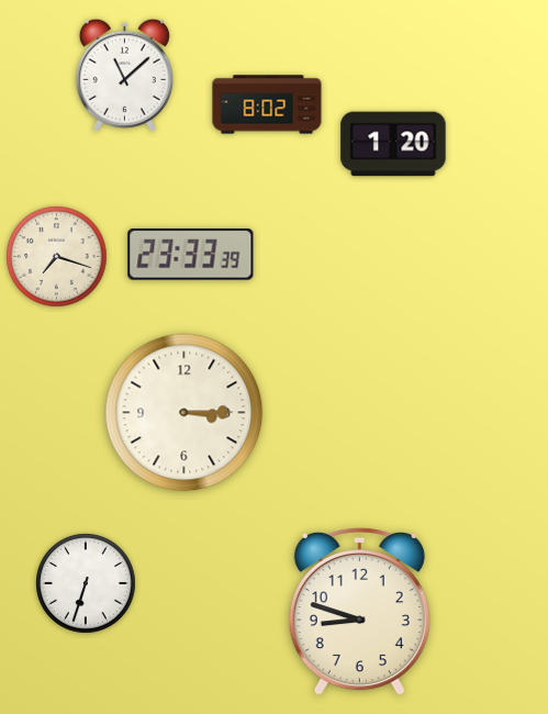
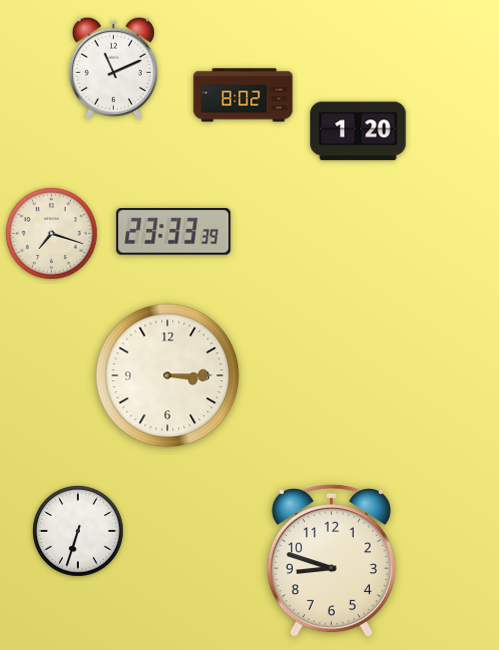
clock at (124, 75): 11:08 -> 11:11
clock at (359, 612) position: (359, 612) -> (331, 561)
